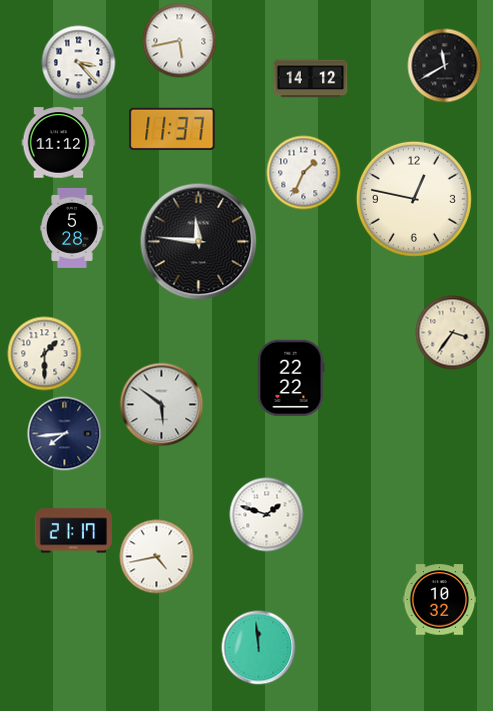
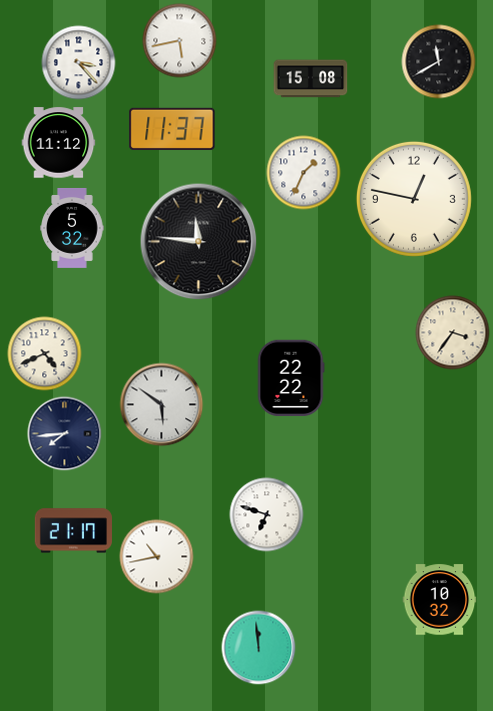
clock at (445, 66) position: (445, 66) -> (439, 62)
clock at (311, 79): 14:12 -> 15:08
clock at (72, 228): 5:28 -> 5:32
clock at (45, 354): 1:30 -> 4:41
clock at (267, 515): 1:48 -> 6:48
clock at (157, 557): 4:43 -> 10:43
